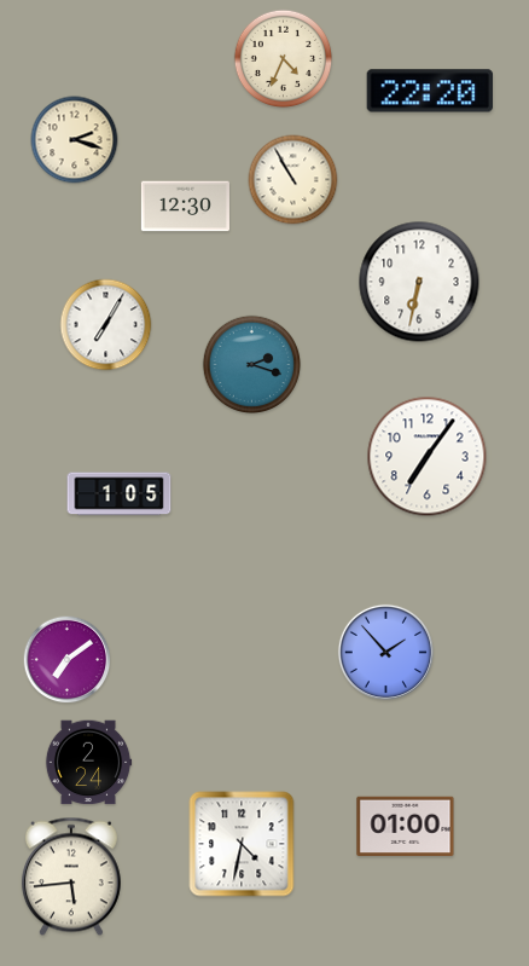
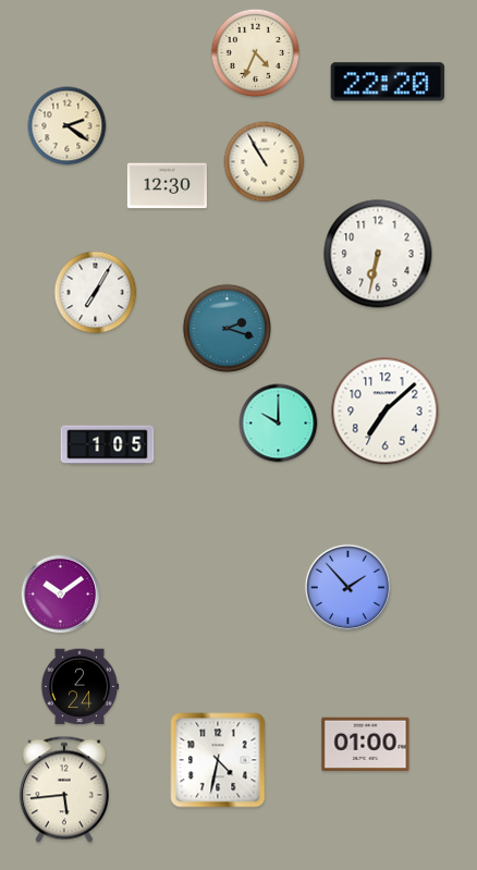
clock at (75, 140): 2:18 -> 2:21
clock at (428, 457): 7:06 -> 7:08
clock at (279, 424): none -> 10:00
clock at (68, 660): 7:09 -> 10:09
